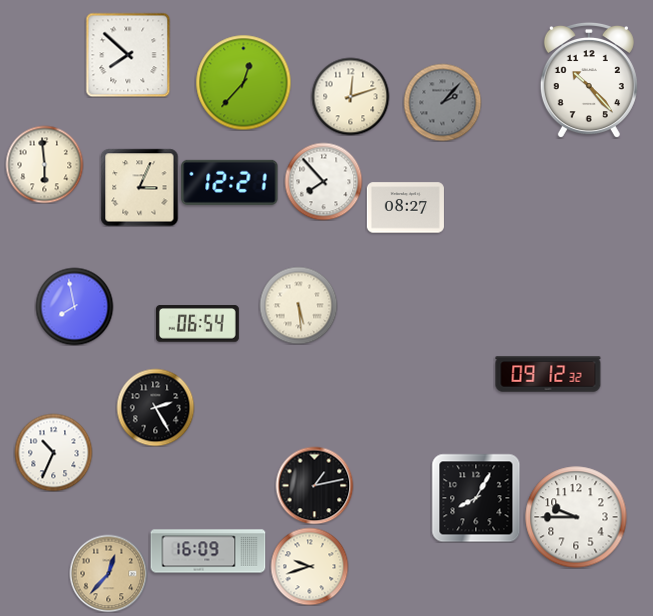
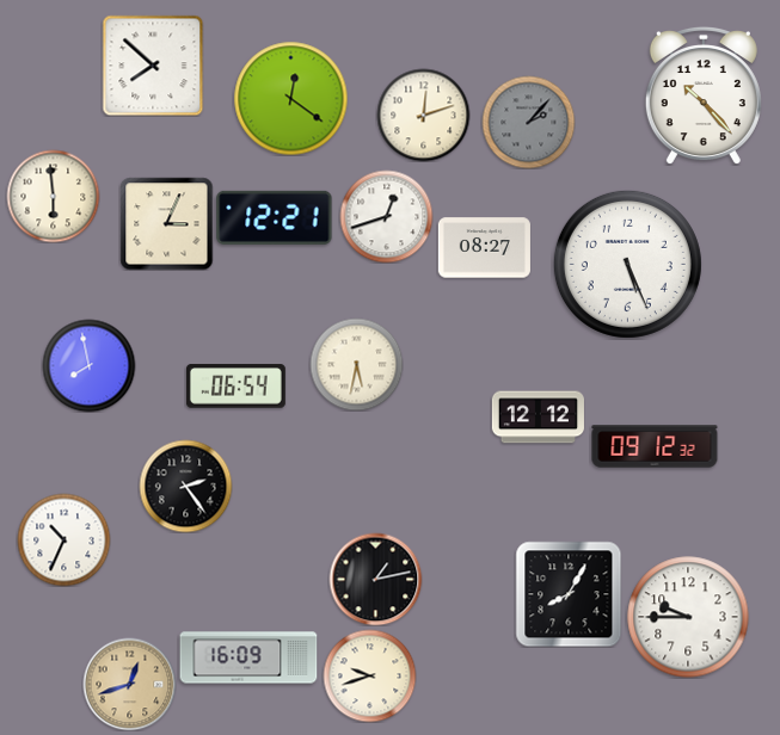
clock at (243, 82): 12:37 -> 12:21
clock at (350, 96) position: (350, 96) -> (423, 115)
clock at (323, 181): 7:53 -> 12:42
clock at (627, 264): none -> 5:26
clock at (298, 305): 5:29 -> 5:32
clock at (538, 418): none -> 12:12
clock at (155, 407): 2:25 -> 2:24
clock at (108, 573): 12:37 -> 12:42
